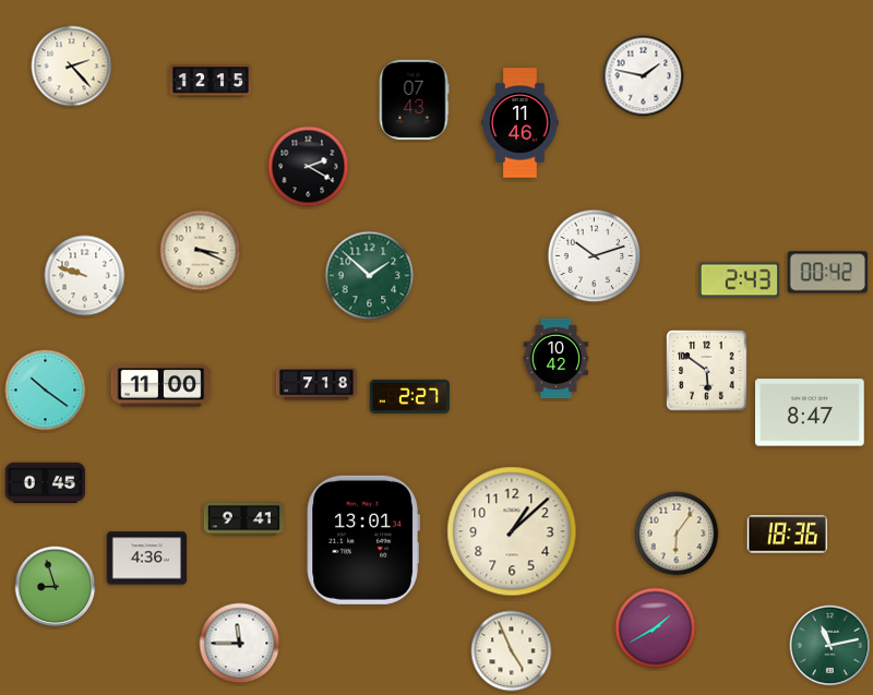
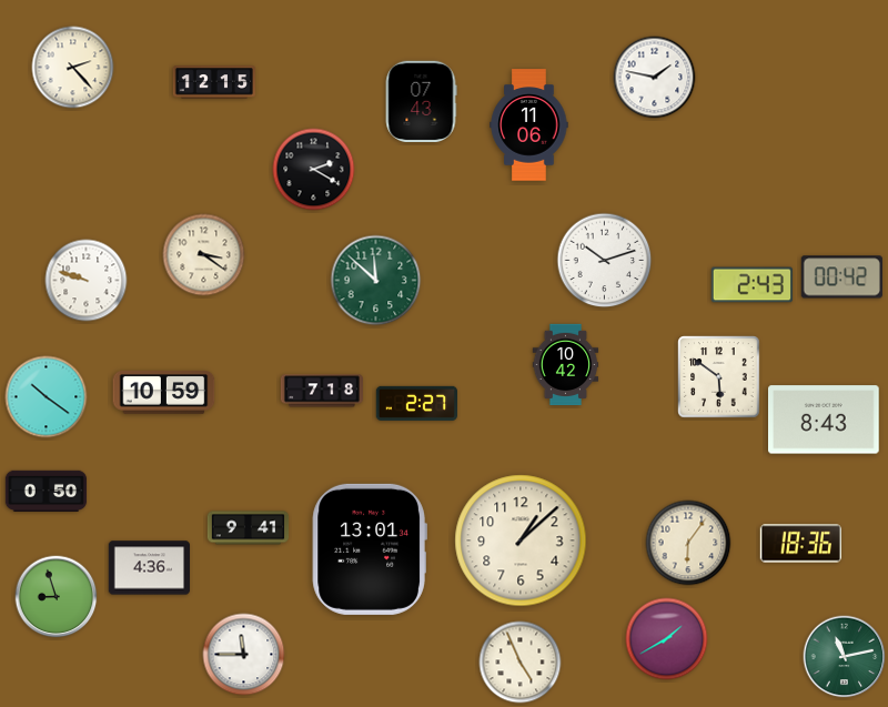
clock at (521, 123): 11:46 -> 11:06
clock at (201, 251): 3:19 -> 3:21
clock at (370, 276): 1:52 -> 11:52
clock at (162, 386): 11:00 -> 10:59
clock at (810, 412): 8:47 -> 8:43
clock at (46, 482): 0:45 -> 0:50
